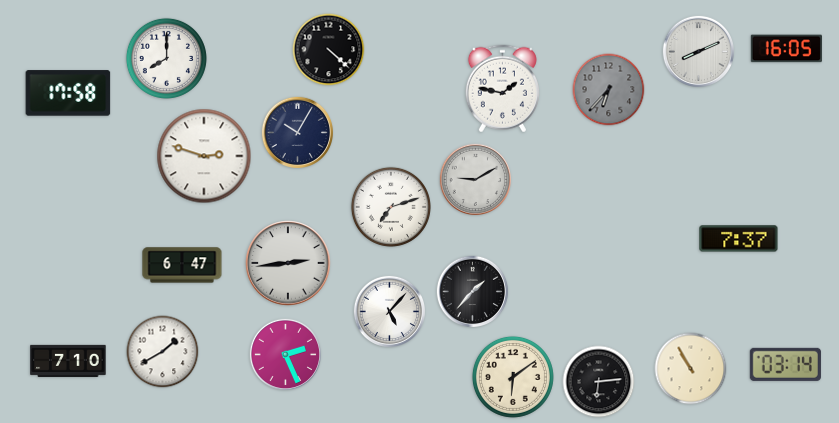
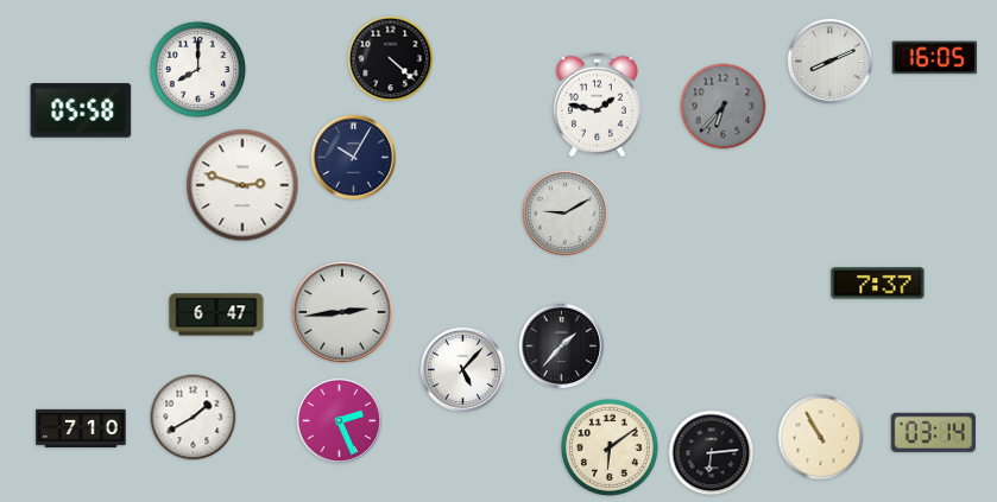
clock at (68, 93): 17:58 -> 05:58
clock at (391, 207): 7:12 -> none
